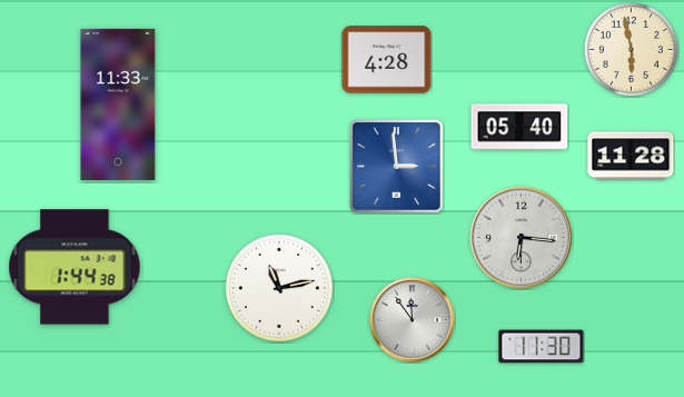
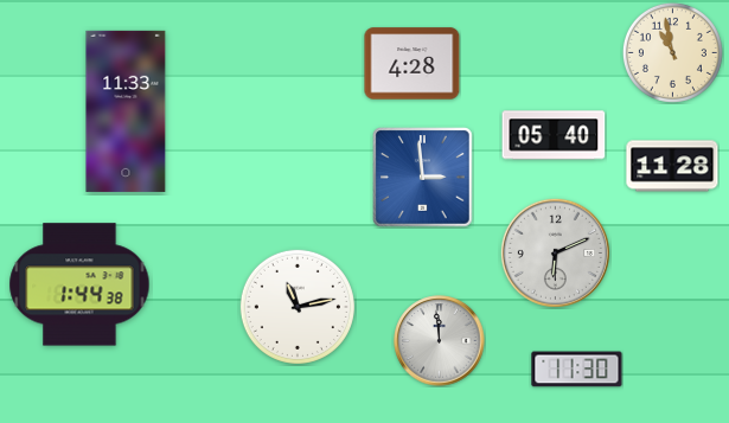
clock at (631, 49): 5:58 -> 10:58
clock at (521, 237): 6:16 -> 6:11
clock at (413, 320): 11:54 -> 11:59
